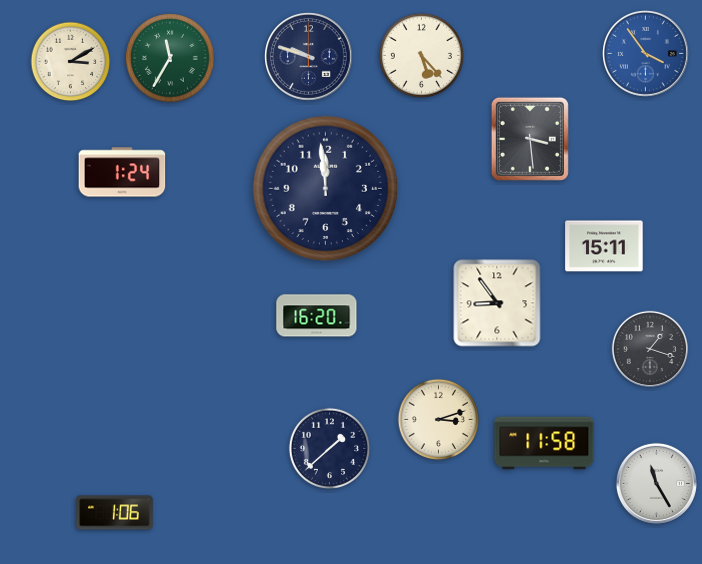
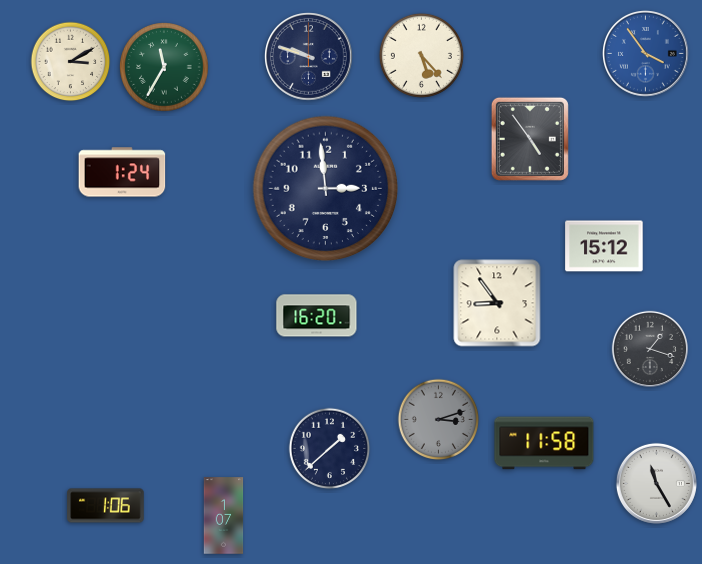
clock at (170, 58) position: (170, 58) -> (164, 67)
clock at (530, 139): 3:29 -> 4:54
clock at (326, 189): 11:59 -> 2:59
clock at (604, 246): 15:11 -> 15:12
clock at (439, 420) dial: cream -> grey
clock at (115, 513) position: (115, 513) -> (106, 506)
clock at (224, 516): none -> 1:07
